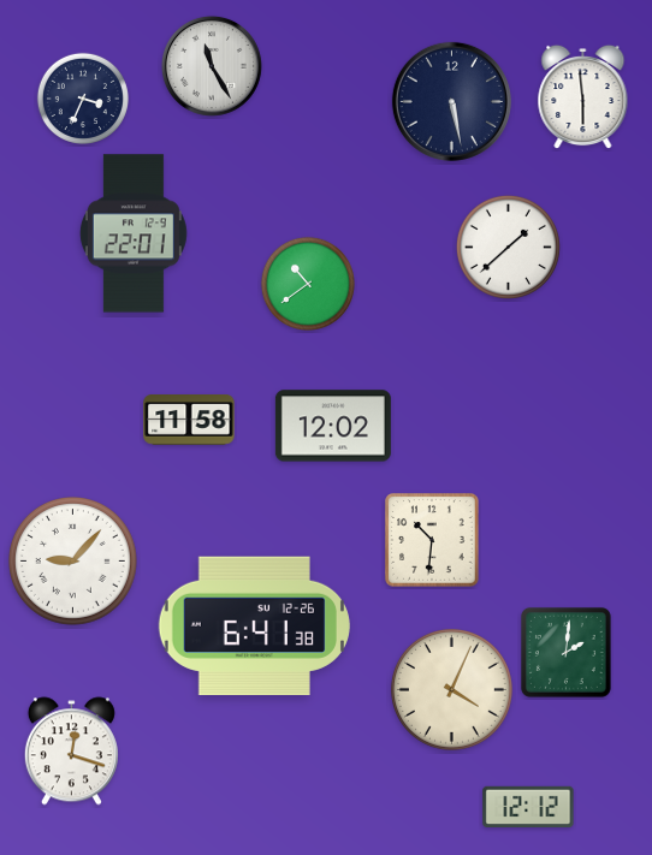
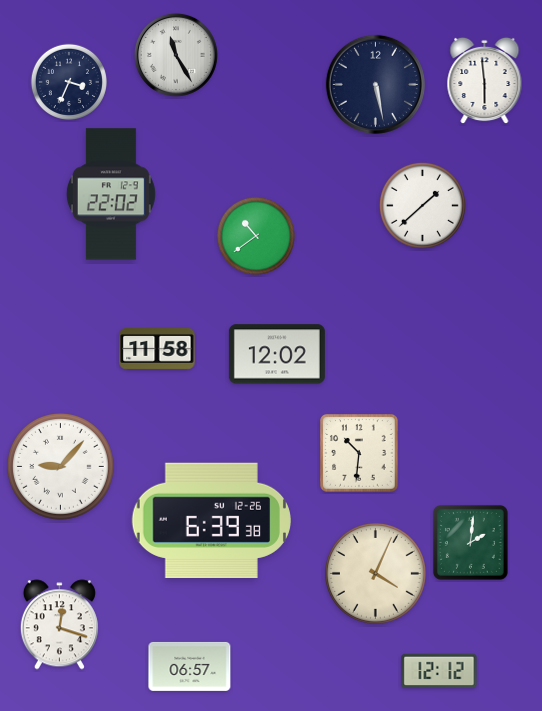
clock at (134, 233): 22:01 -> 22:02
clock at (432, 540) position: (432, 540) -> (359, 453)
clock at (254, 625): 6:41 -> 6:39
clock at (190, 666): none -> 06:57
